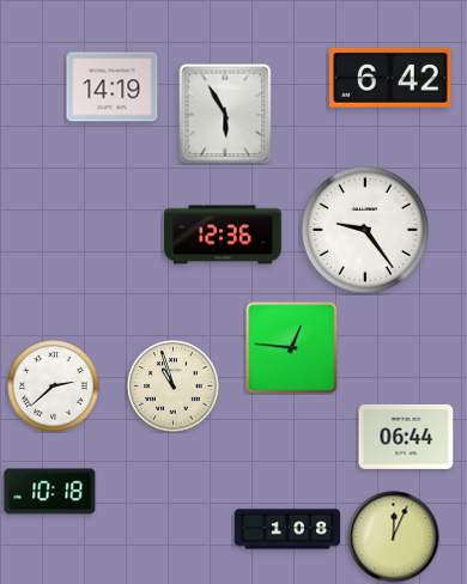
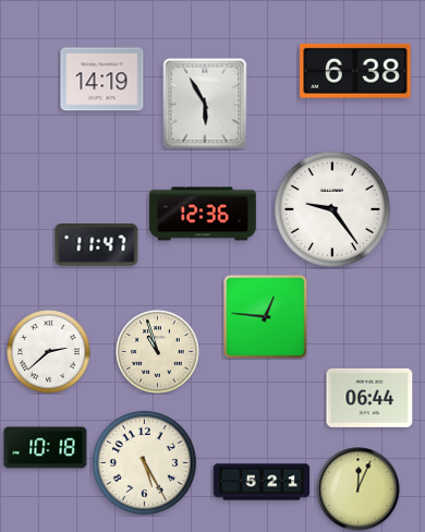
clock at (390, 78): 6:42 -> 6:38
clock at (97, 245): none -> 11:47
clock at (144, 462): none -> 5:25
clock at (287, 529): 1:08 -> 5:21
